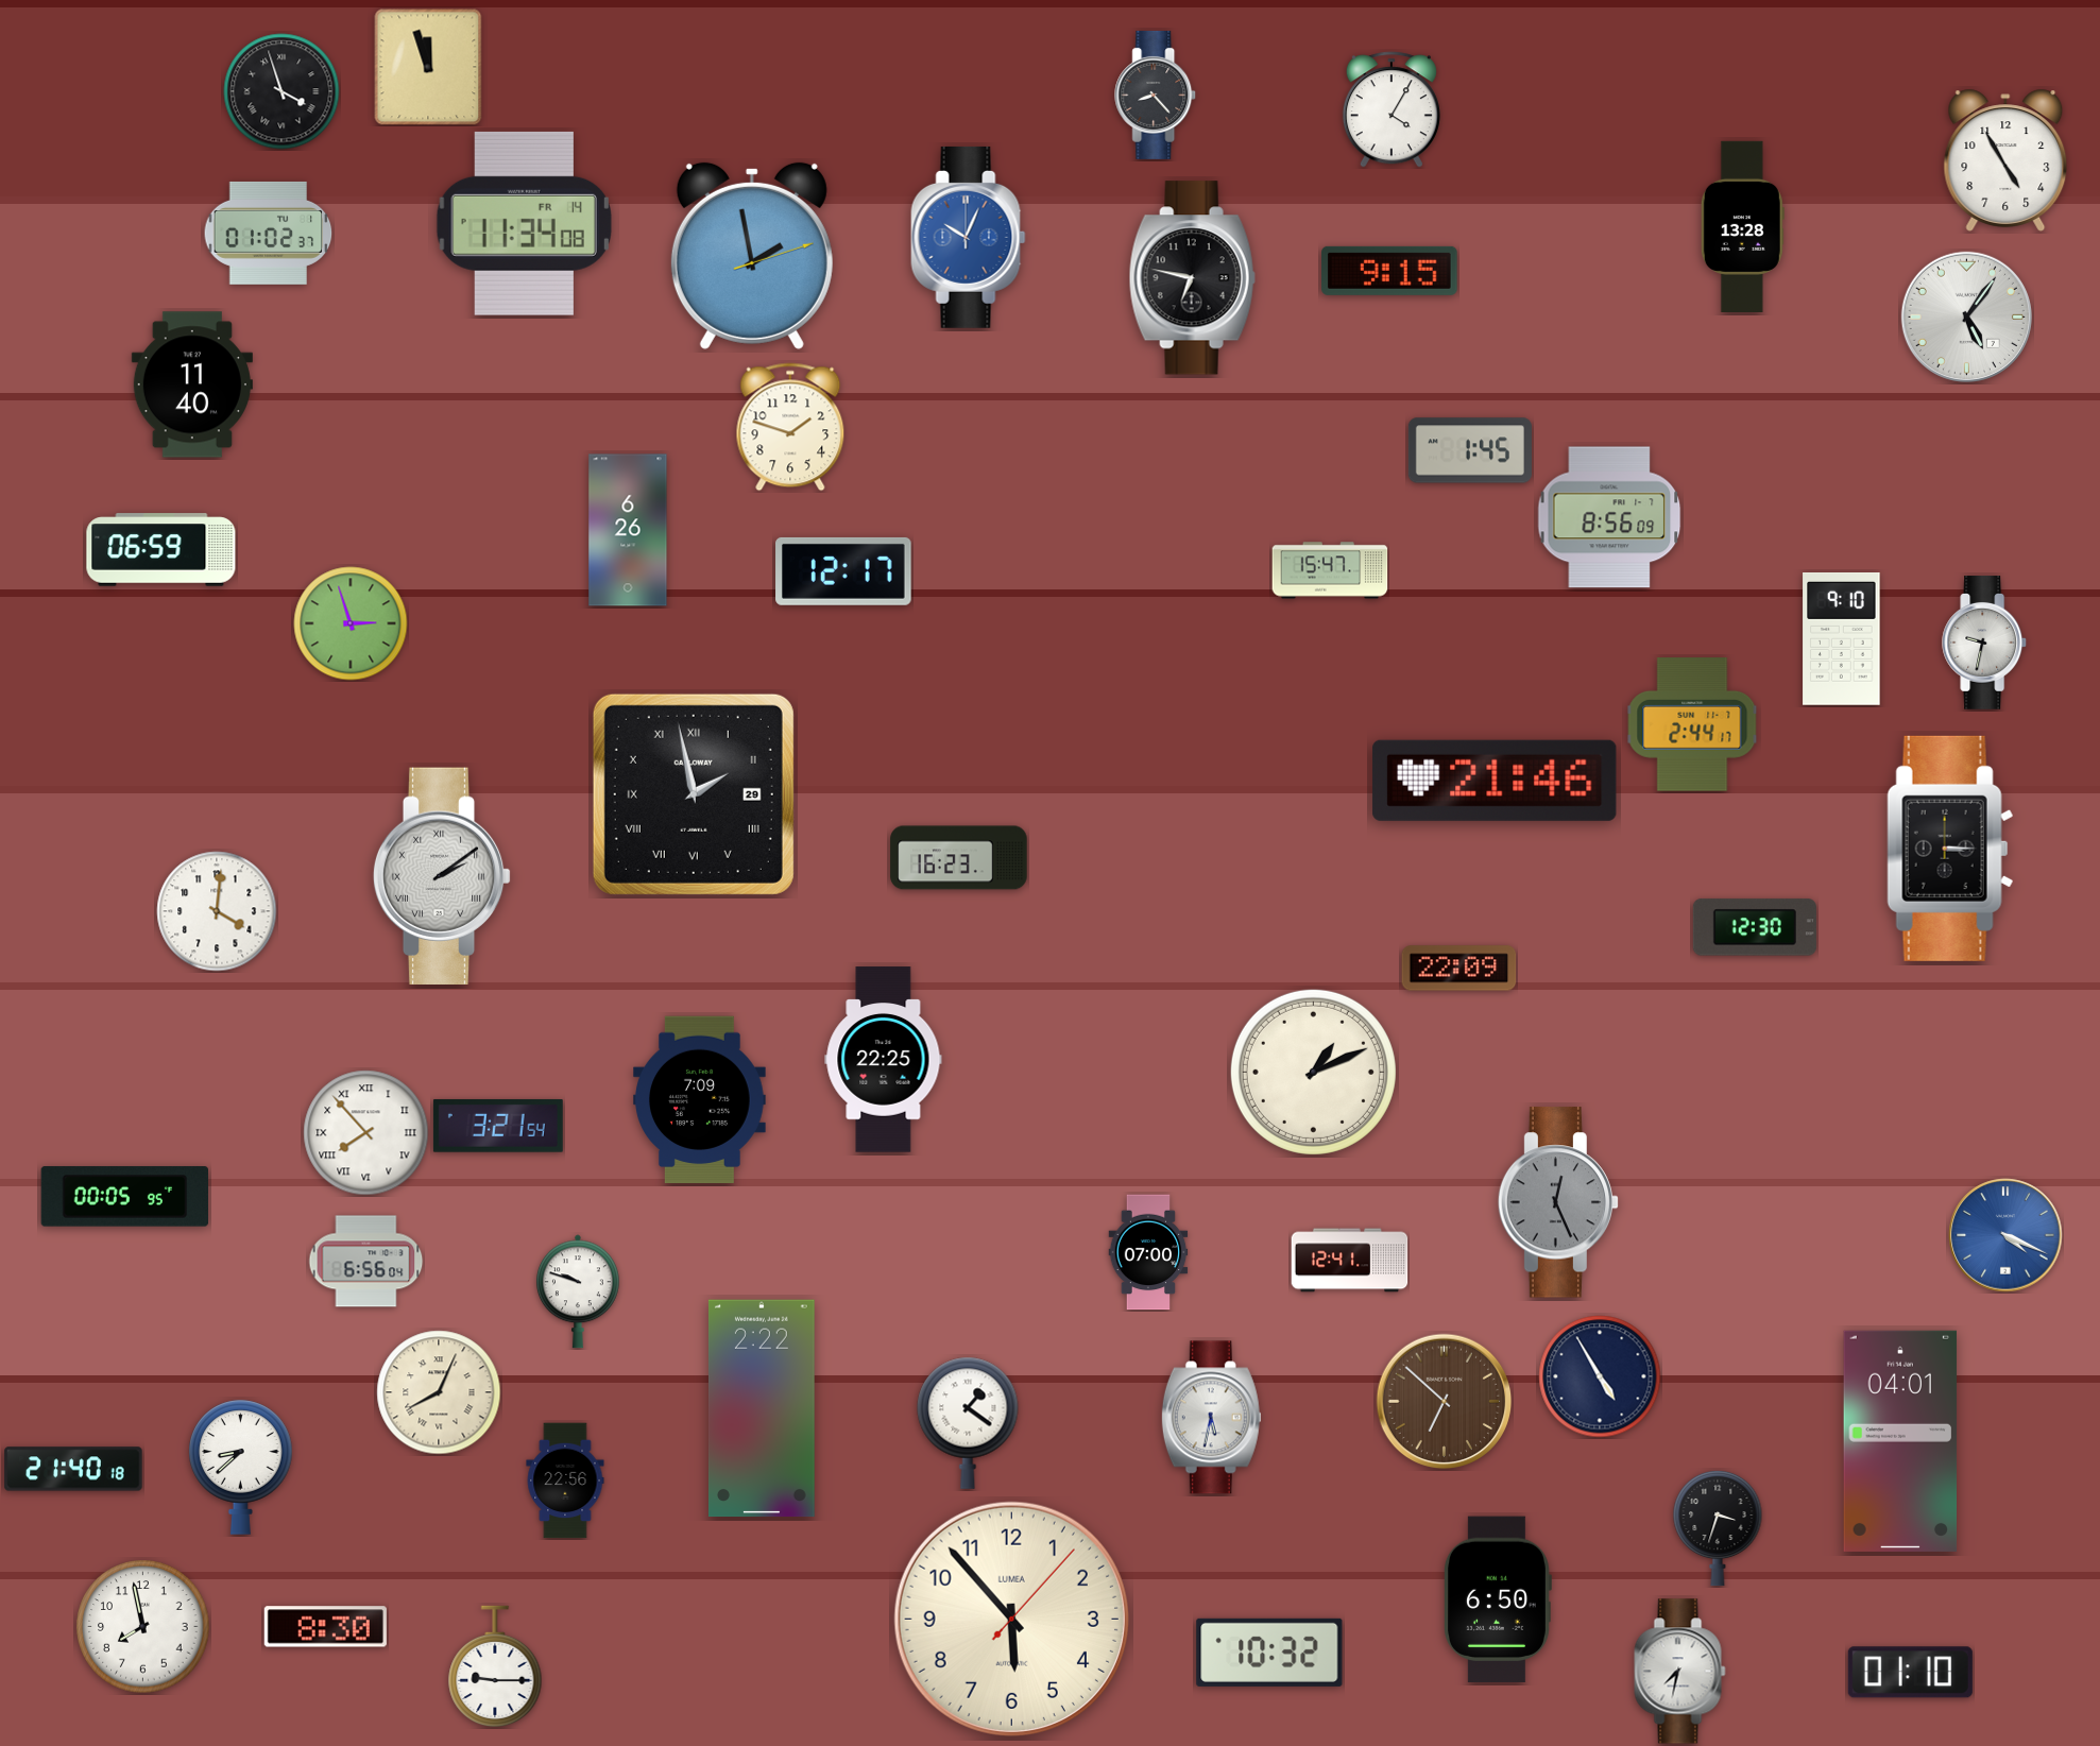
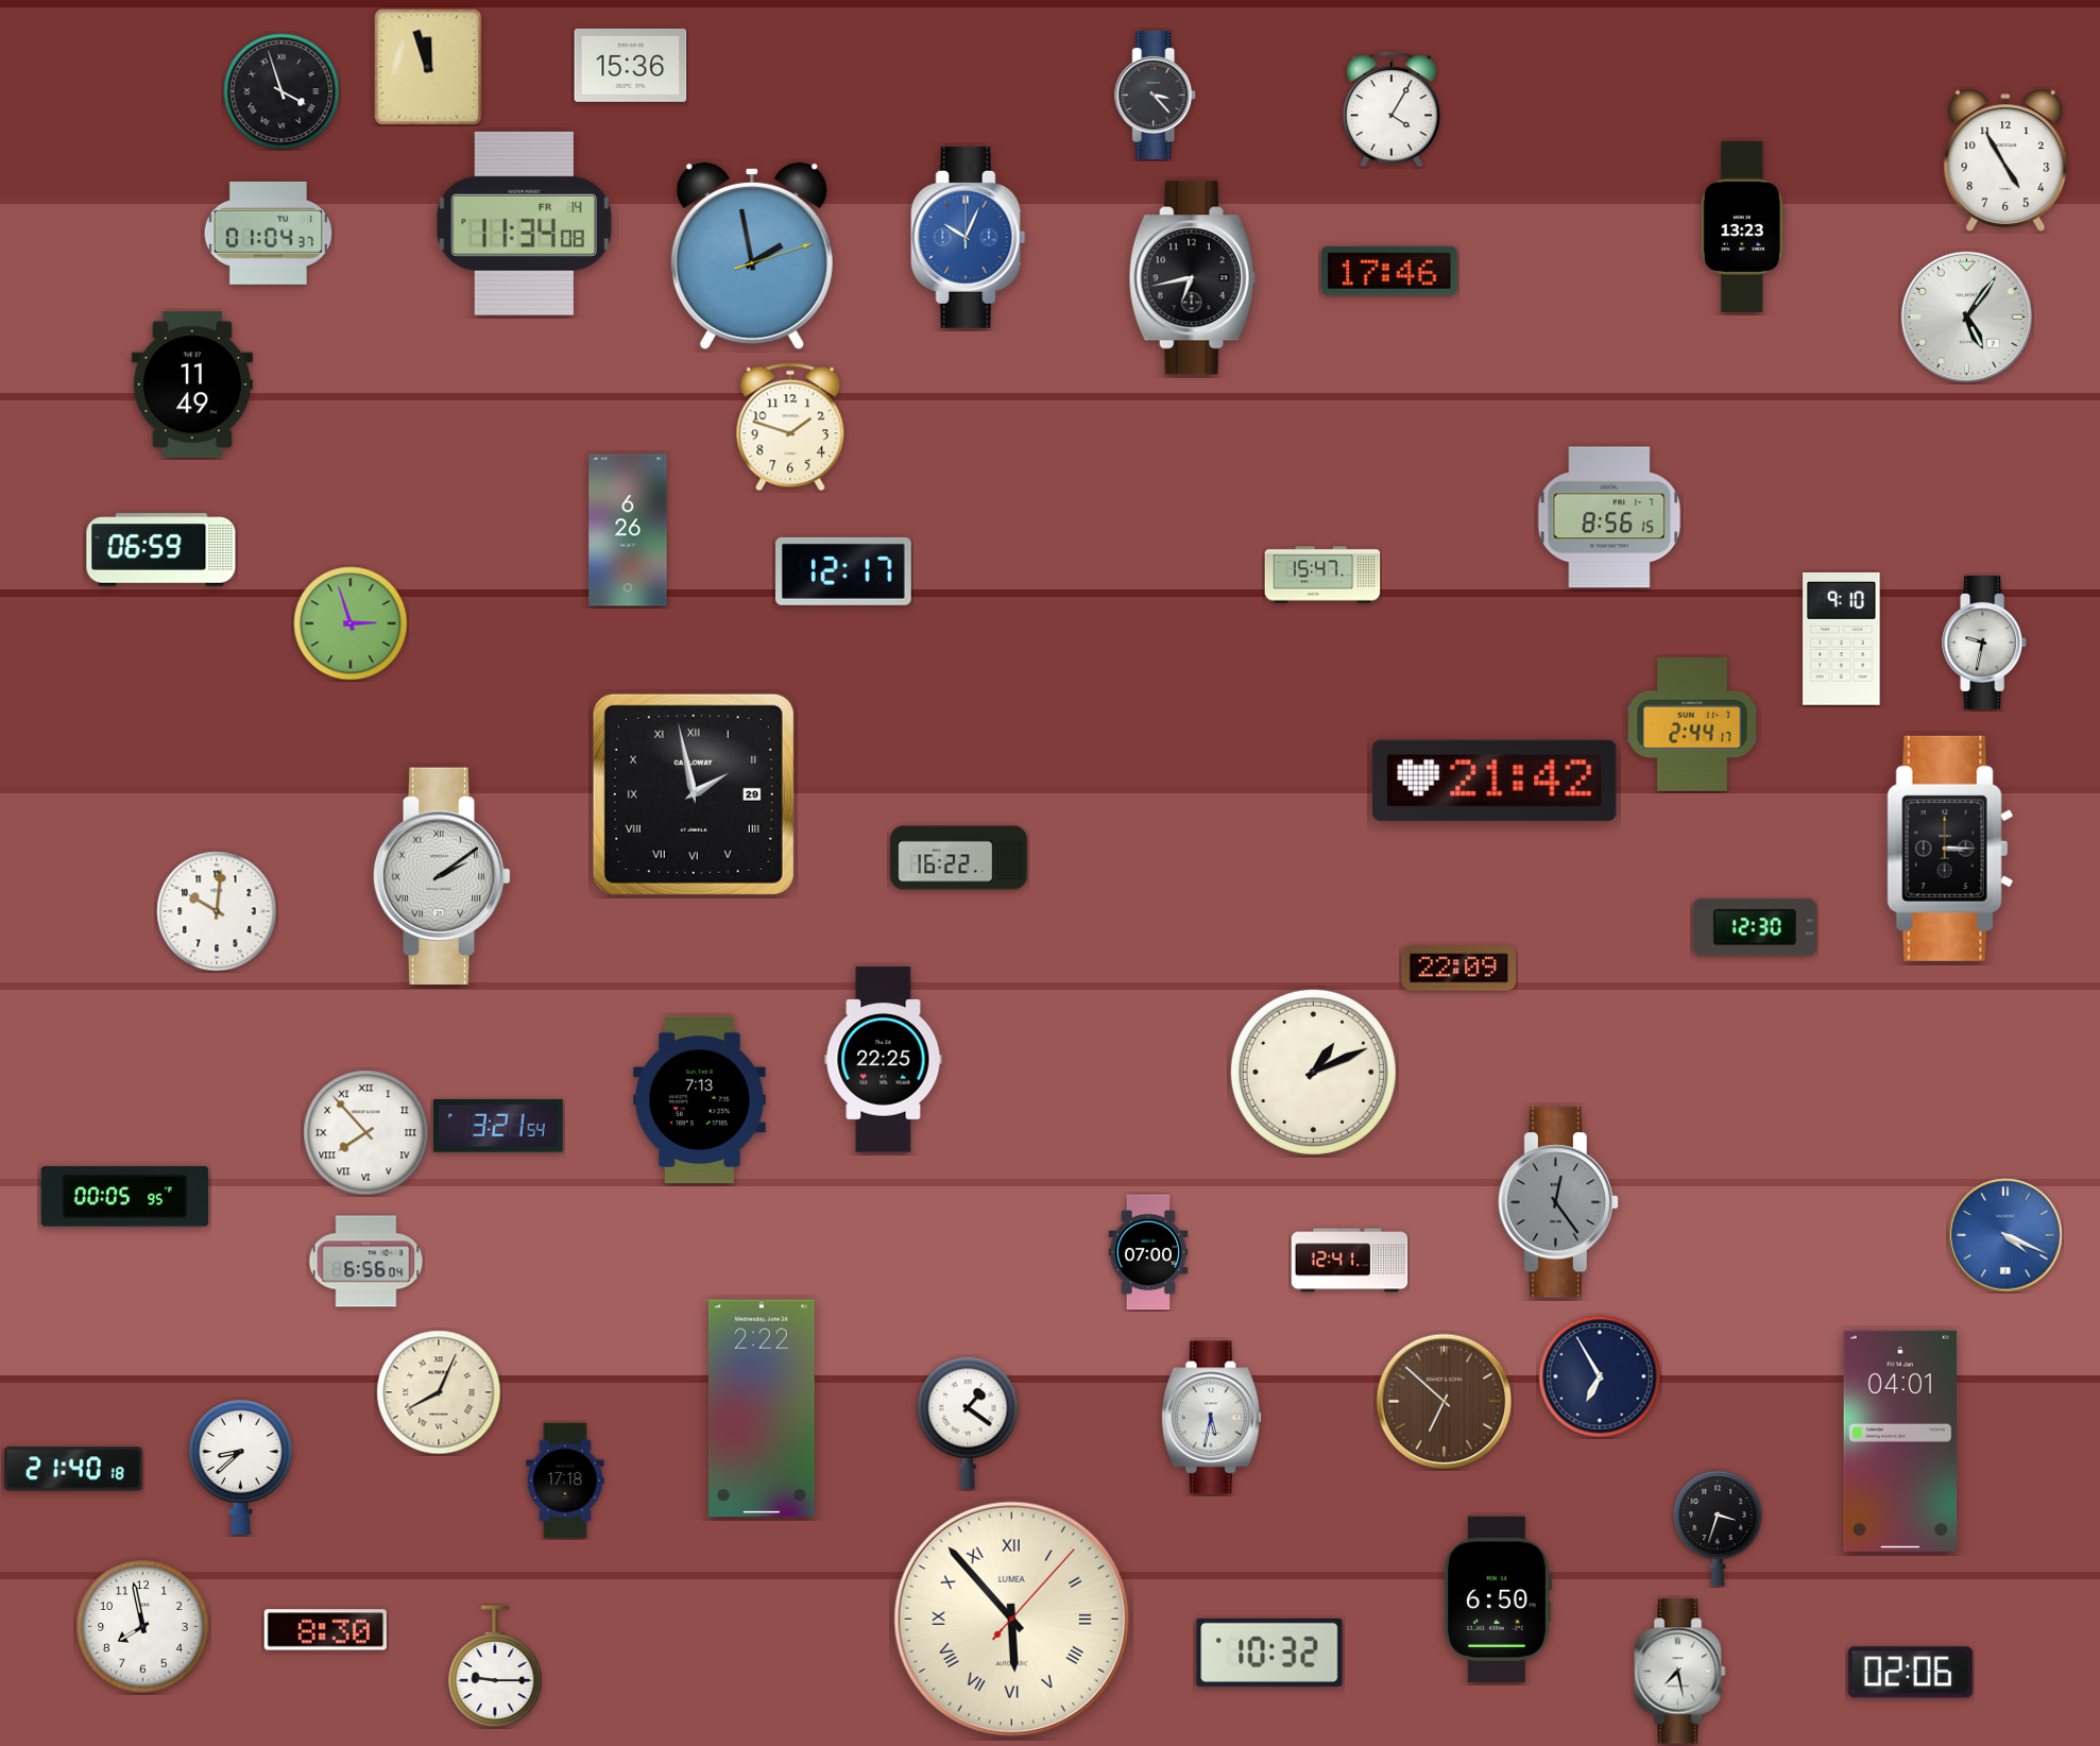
clock at (631, 65): none -> 15:36
clock at (1156, 95): 8:23 -> 3:23
clock at (1742, 226): 13:28 -> 13:23
clock at (269, 233): 01:02 -> 01:04
clock at (1389, 271): 9:15 -> 17:46
clock at (1192, 278): 6:47 -> 6:43
clock at (192, 384): 11:40 -> 11:49
clock at (1470, 450): 1:45 -> none
clock at (1609, 517): 8:56:09 -> 8:56:15
clock at (1330, 570) position: (1330, 570) -> (1322, 575)
clock at (1495, 781): 21:46 -> 21:42
clock at (959, 858): 16:23 -> 16:22
clock at (217, 911): 4:01 -> 10:01
clock at (700, 1100): 7:09 -> 7:13
clock at (1558, 1202): 12:26 -> 12:24
clock at (578, 1291): 9:48 -> none
clock at (1600, 1376): 4:55 -> 6:55
clock at (565, 1480): 22:56 -> 17:18
clock at (1011, 1619) numerals: Arabic -> Roman
clock at (325, 1627) position: (325, 1627) -> (325, 1630)
clock at (1680, 1672): 7:32 -> 7:28
clock at (1910, 1673): 01:10 -> 02:06
